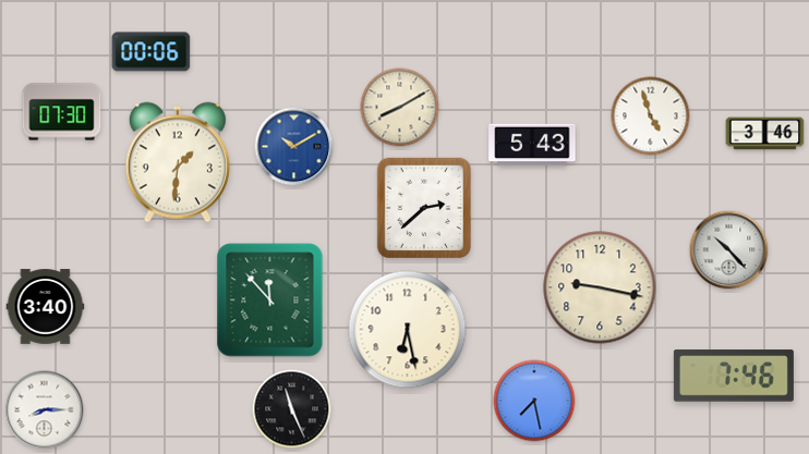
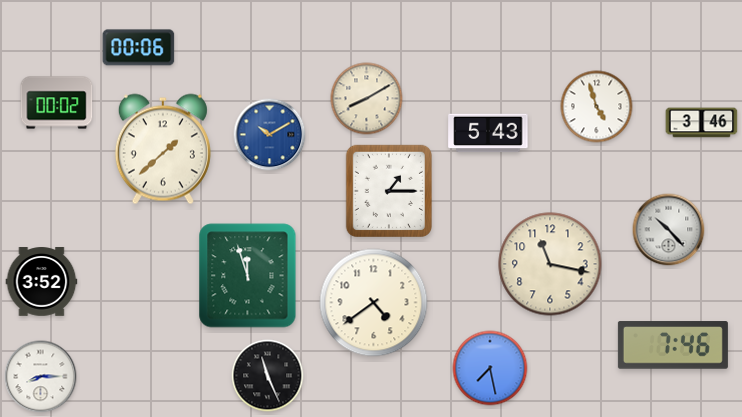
clock at (62, 112): 07:30 -> 00:02
clock at (178, 162): 1:31 -> 1:38
clock at (423, 207): 2:38 -> 1:15
clock at (600, 287): 9:17 -> 11:17
clock at (270, 300): 11:53 -> 11:57
clock at (46, 307): 3:40 -> 3:52
clock at (408, 330): 6:28 -> 4:39
